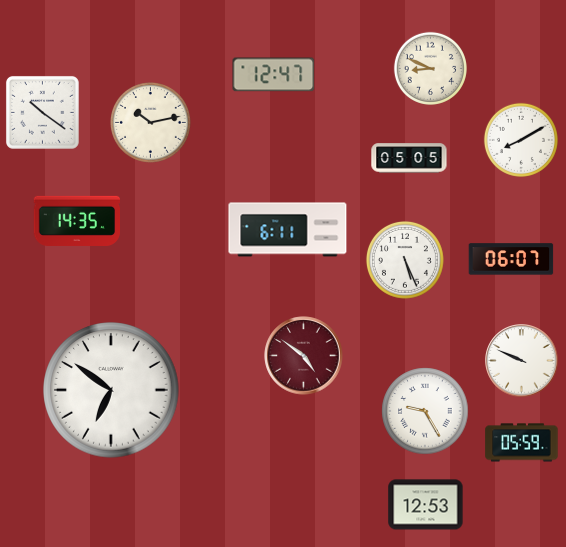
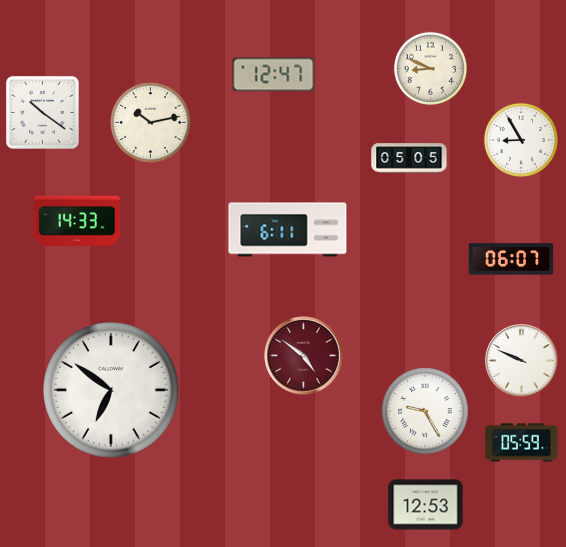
clock at (521, 140): 8:10 -> 8:55
clock at (76, 221): 14:35 -> 14:33
clock at (405, 260): 5:26 -> none
